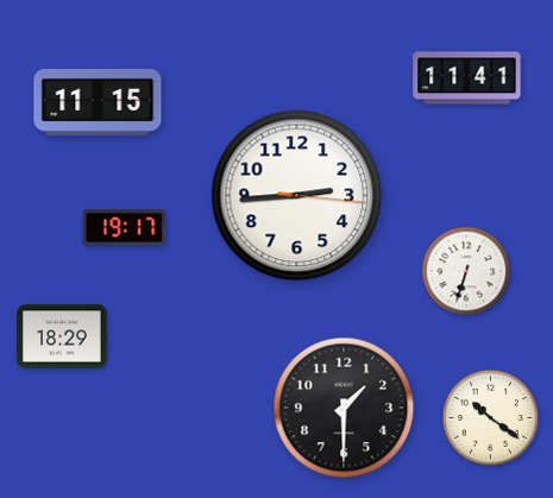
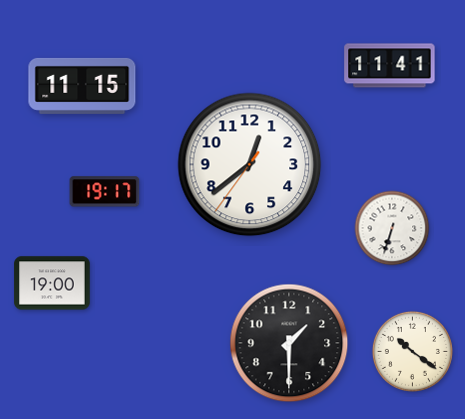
clock at (467, 78) position: (467, 78) -> (390, 66)
clock at (297, 196): 2:44 -> 12:38
clock at (62, 336): 18:29 -> 19:00
